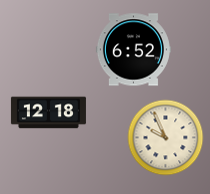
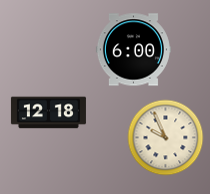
clock at (133, 50): 6:52 -> 6:00
